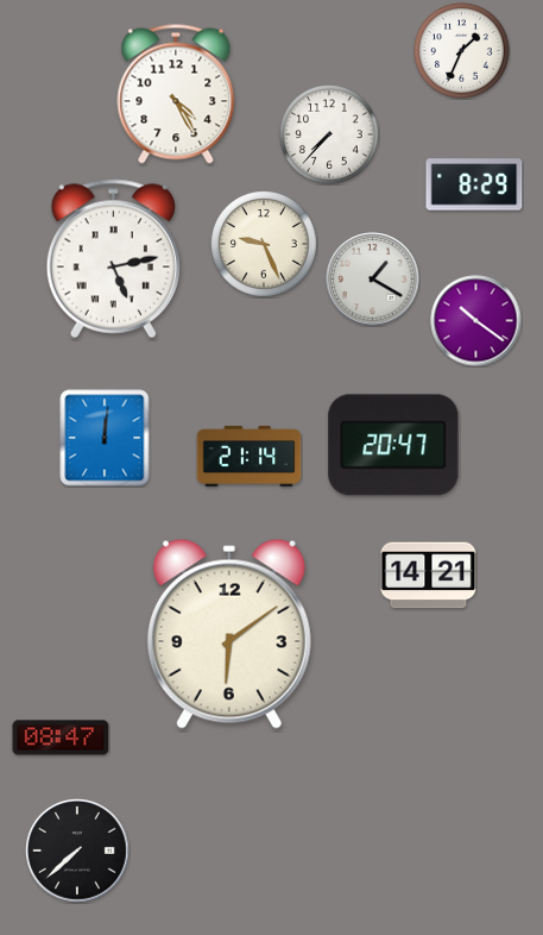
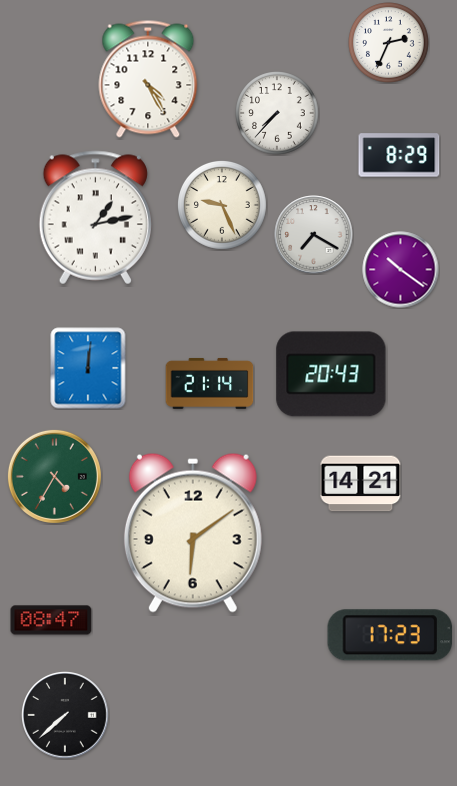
clock at (462, 51): 1:34 -> 2:34
clock at (113, 259): 5:13 -> 1:13
clock at (373, 280): 1:20 -> 7:20
clock at (393, 445): 20:47 -> 20:43
clock at (54, 476): none -> 4:35
clock at (390, 635): none -> 17:23
